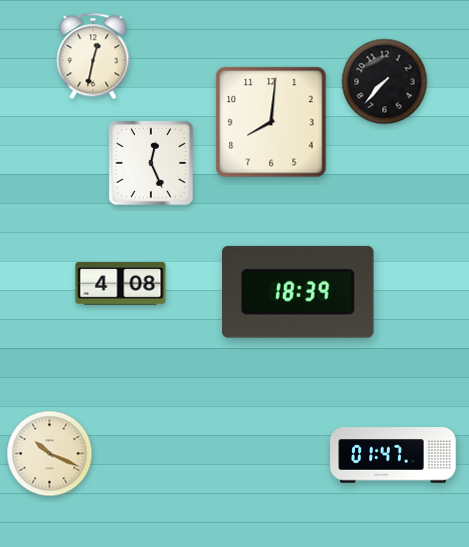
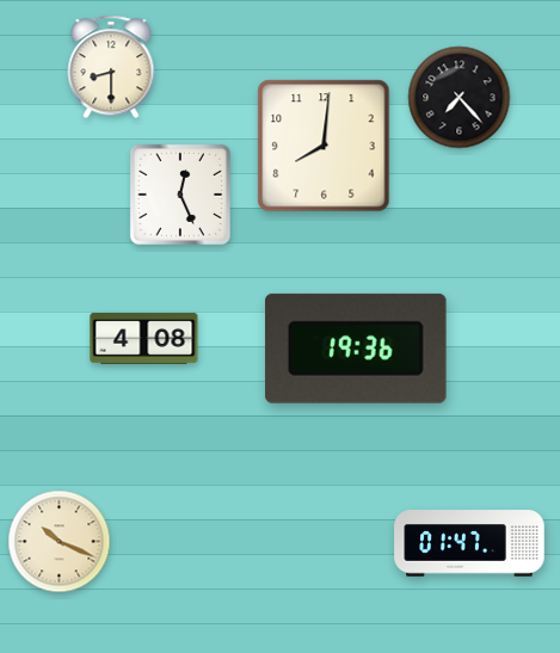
clock at (93, 56): 12:32 -> 8:30
clock at (385, 82): 7:37 -> 7:23
clock at (298, 292): 18:39 -> 19:36
